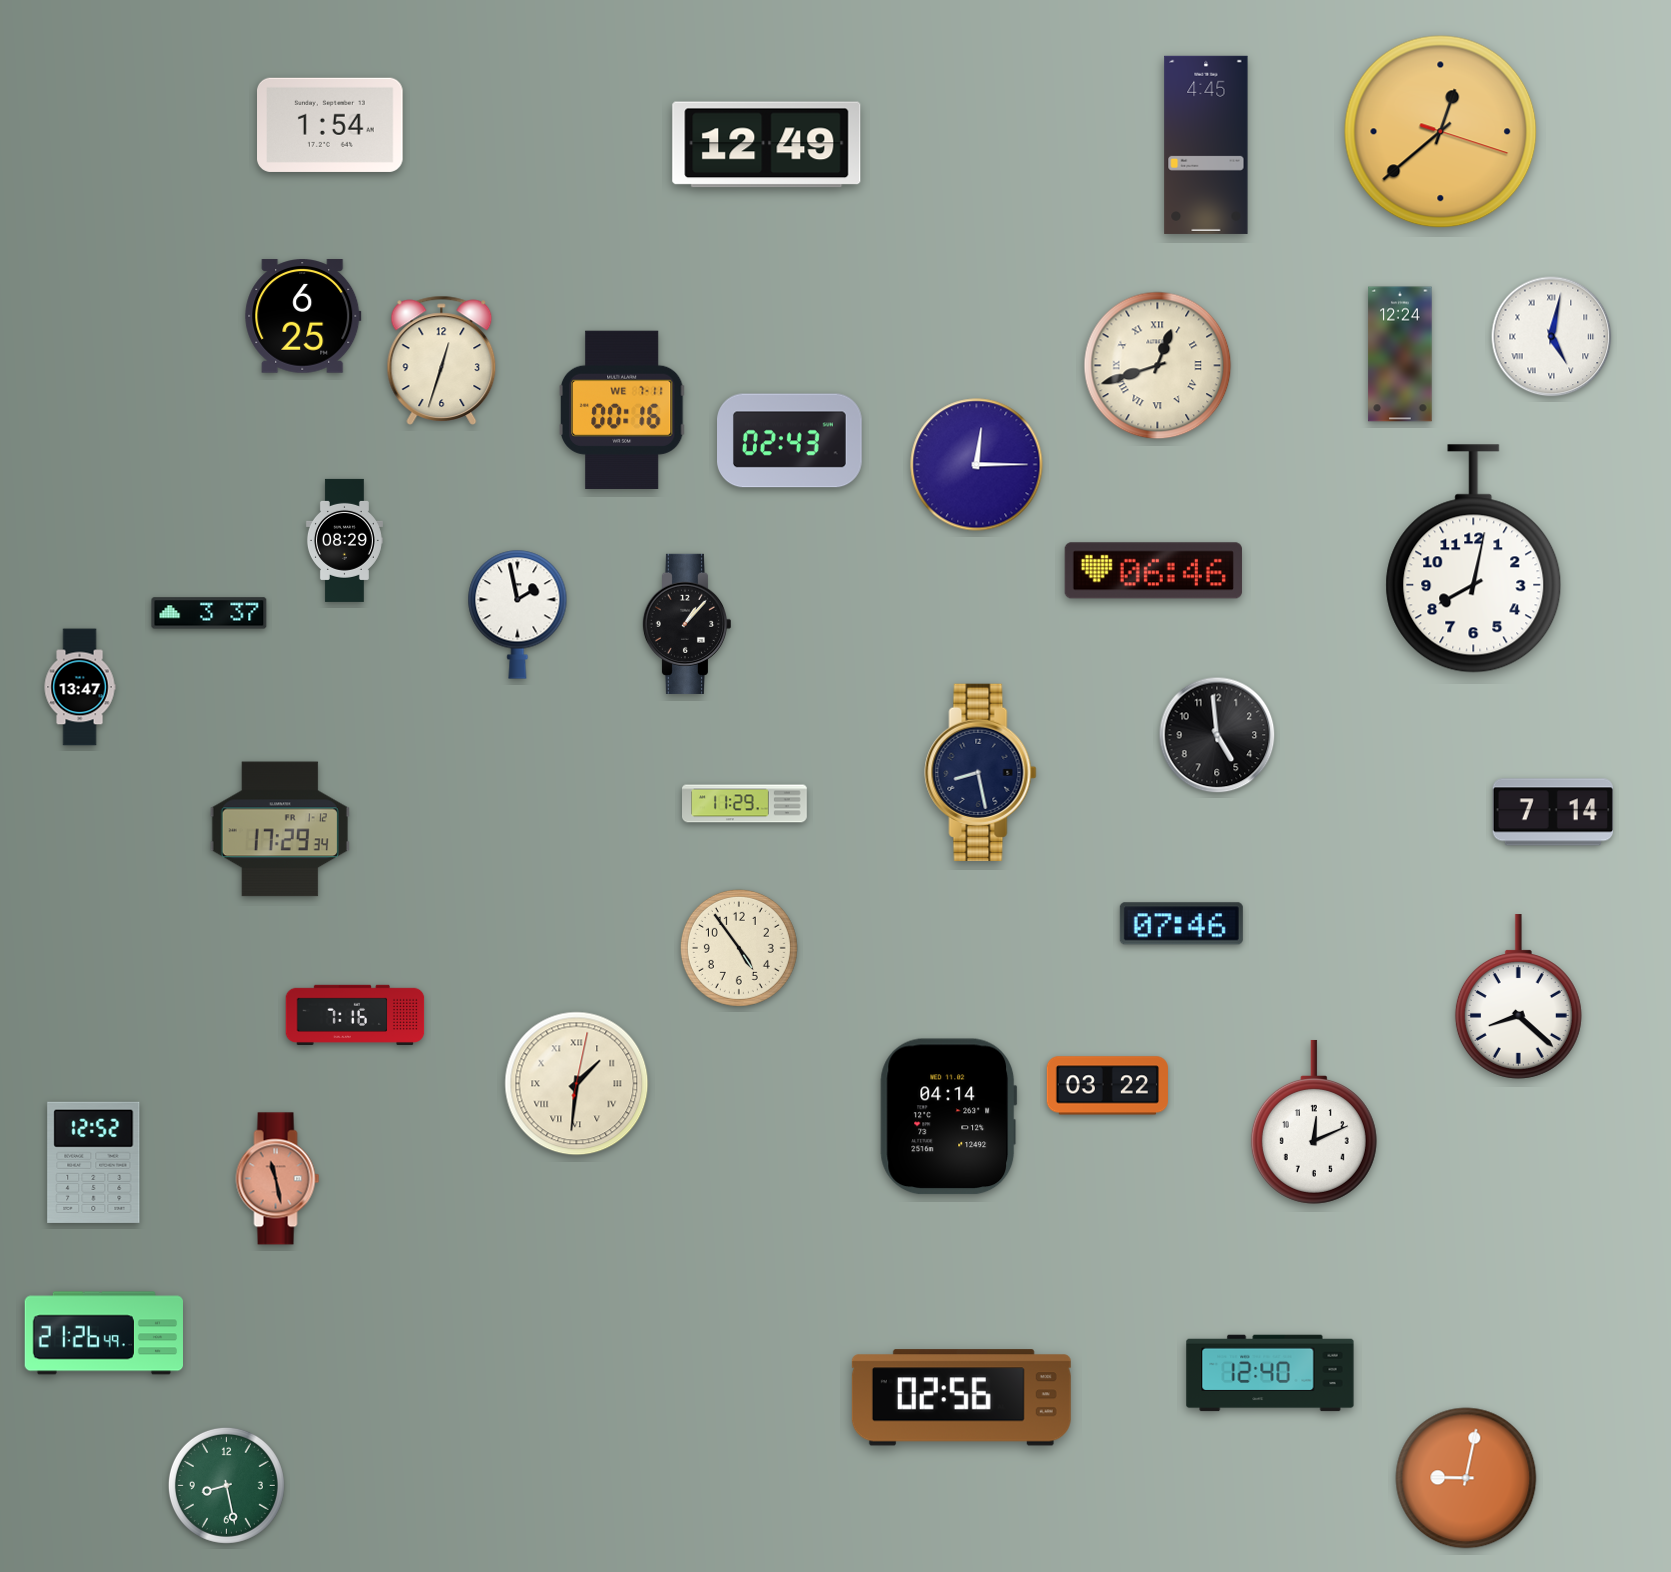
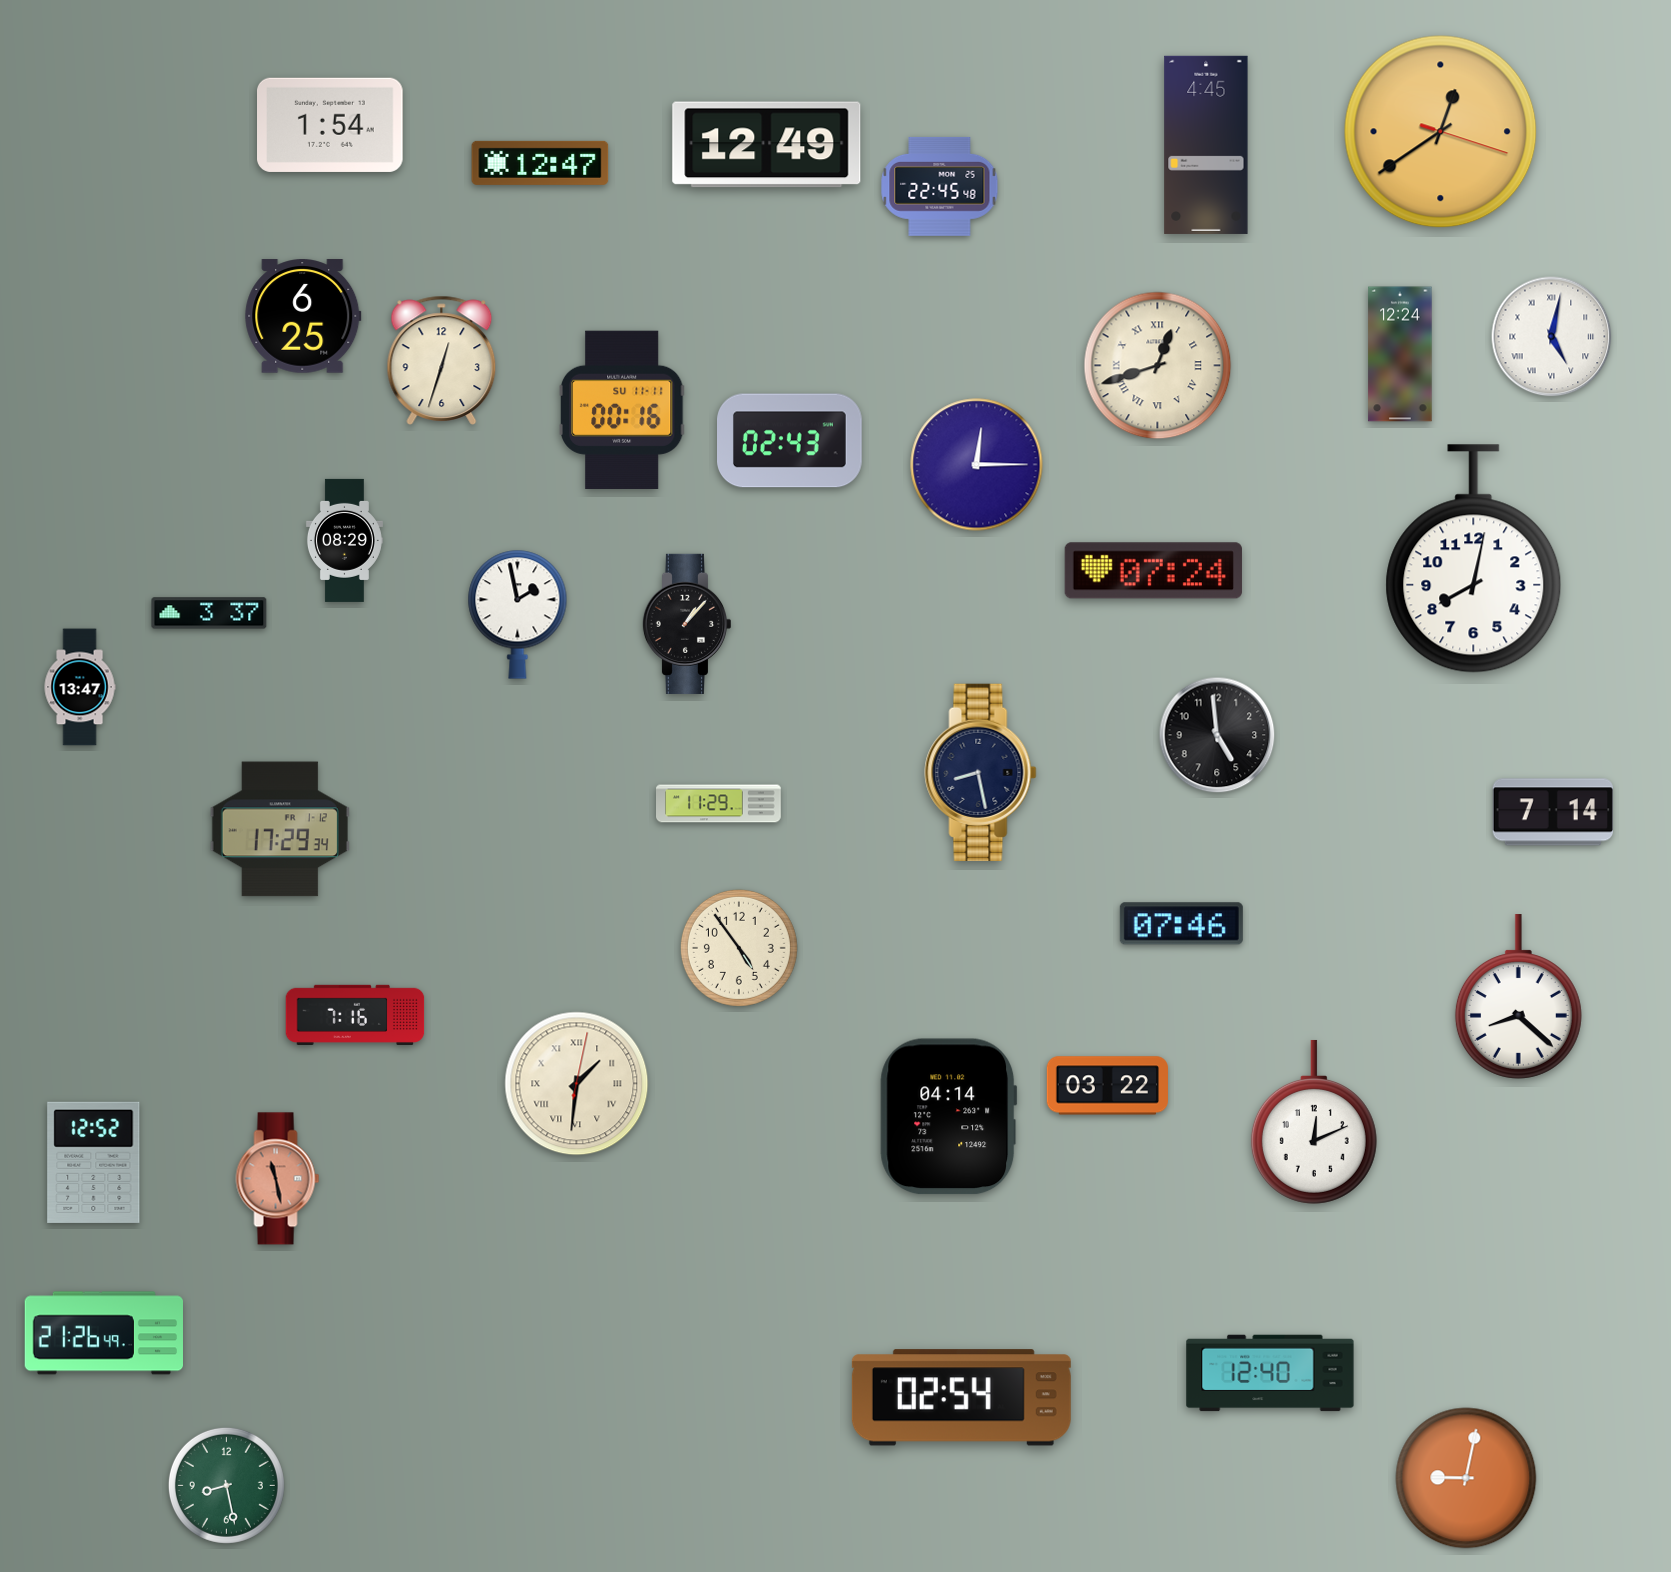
clock at (1441, 132): 12:38 -> 12:39
clock at (540, 163): none -> 12:47
clock at (940, 186): none -> 22:45
clock at (622, 410) date: WE 7-11 -> SU 11-11
clock at (1153, 571): 06:46 -> 07:24
clock at (745, 804) position: (745, 804) -> (719, 804)
clock at (961, 1398): 02:56 -> 02:54
